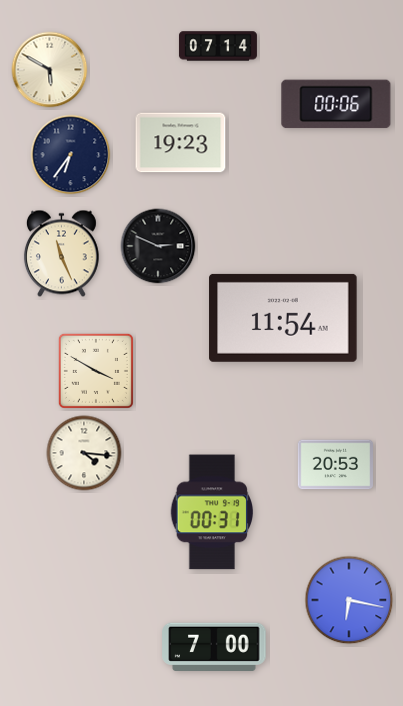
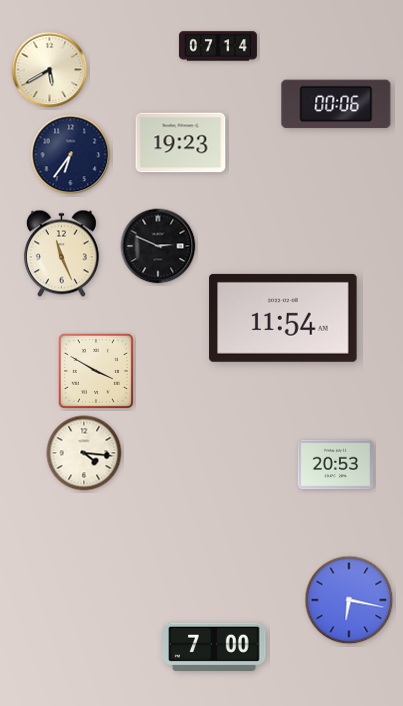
clock at (50, 70): 5:50 -> 5:40
clock at (211, 512): 00:31 -> none
